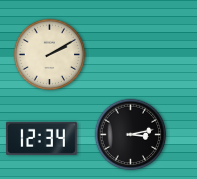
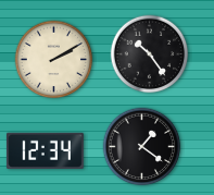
clock at (150, 54): none -> 10:24
clock at (131, 135): 3:13 -> 1:21
